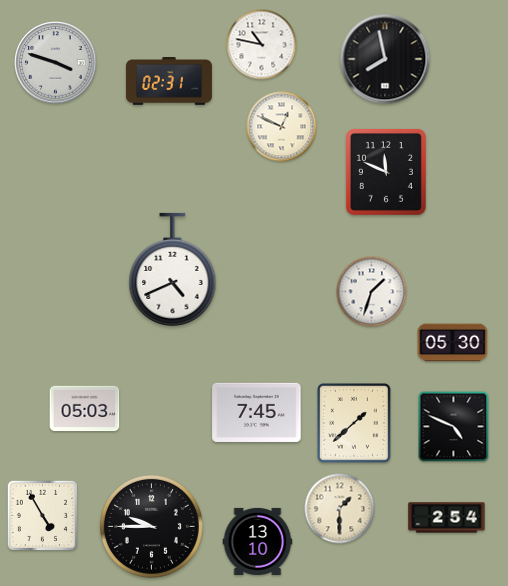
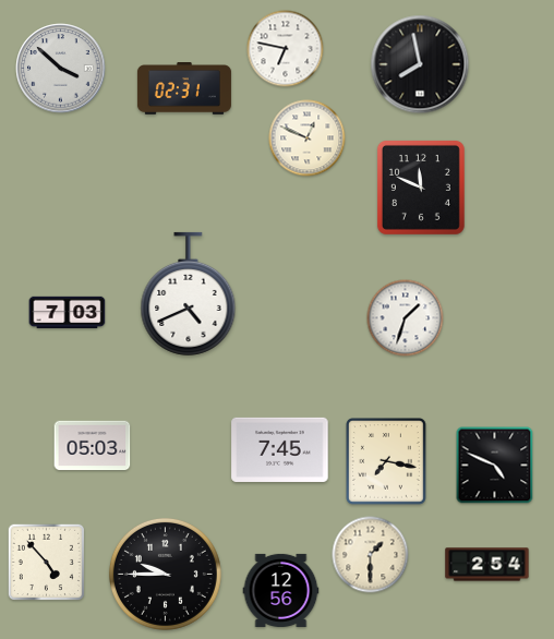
clock at (262, 45): 10:47 -> 6:47
clock at (56, 63): 3:48 -> 3:52
clock at (68, 313): none -> 7:03
clock at (453, 343): 05:30 -> none
clock at (355, 424): 1:38 -> 7:17
clock at (42, 515): 4:55 -> 4:53
clock at (258, 541): 13:10 -> 12:56
